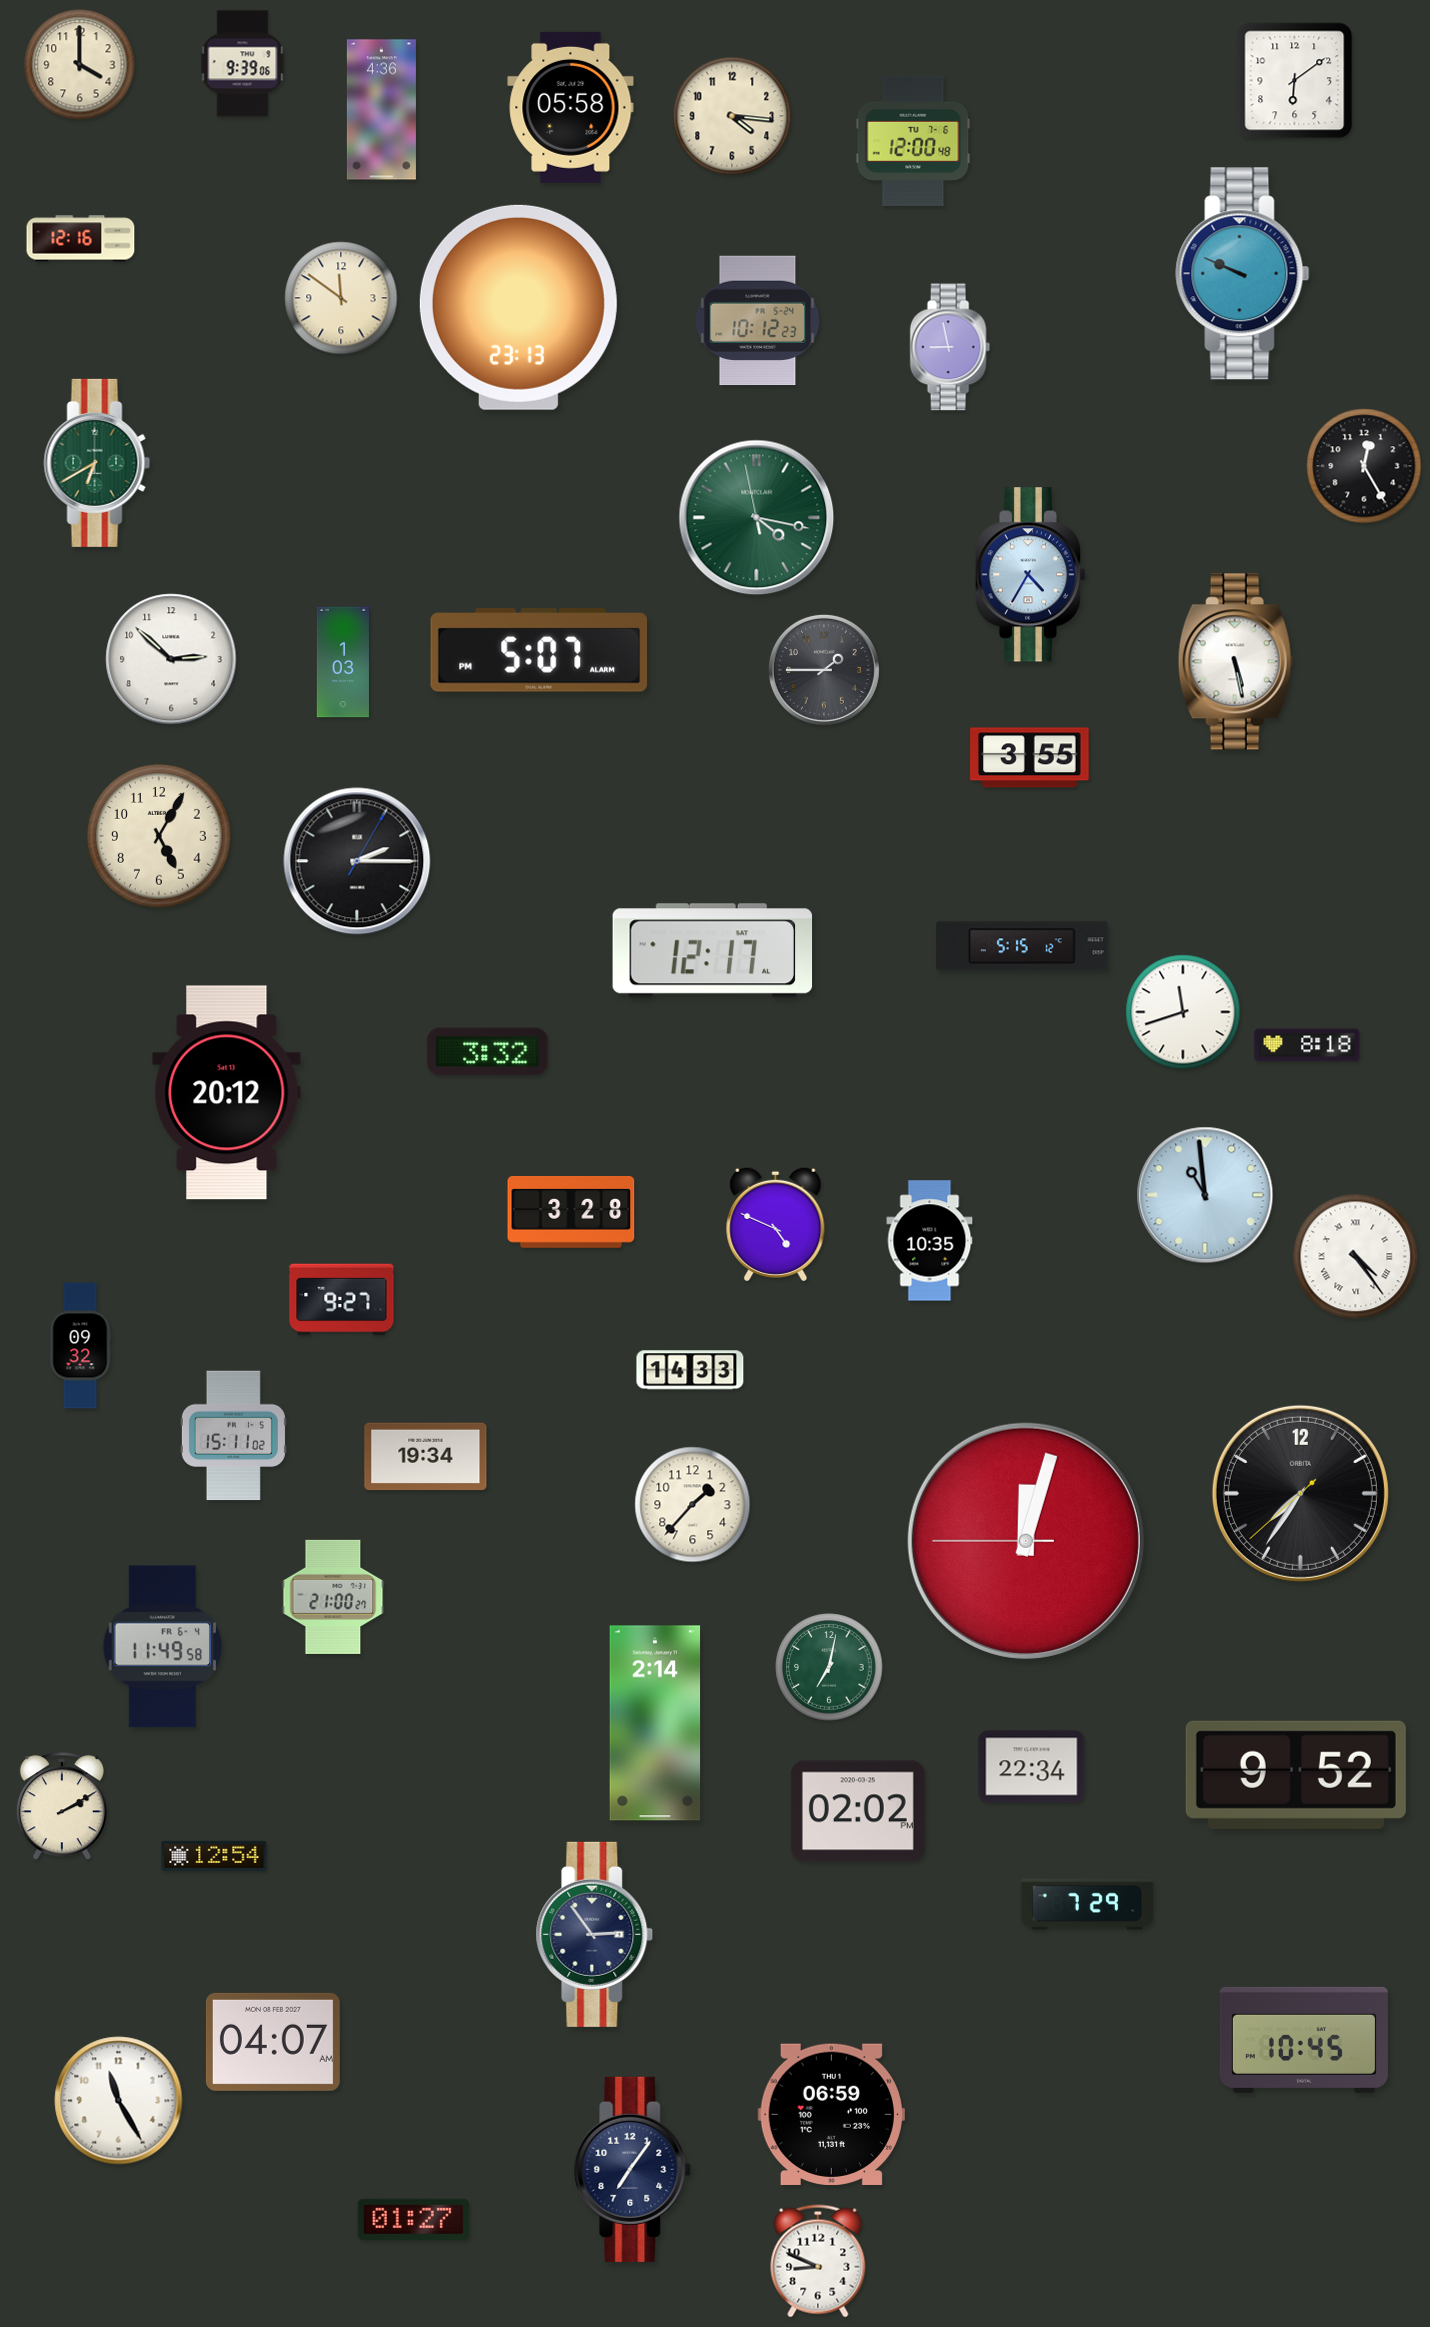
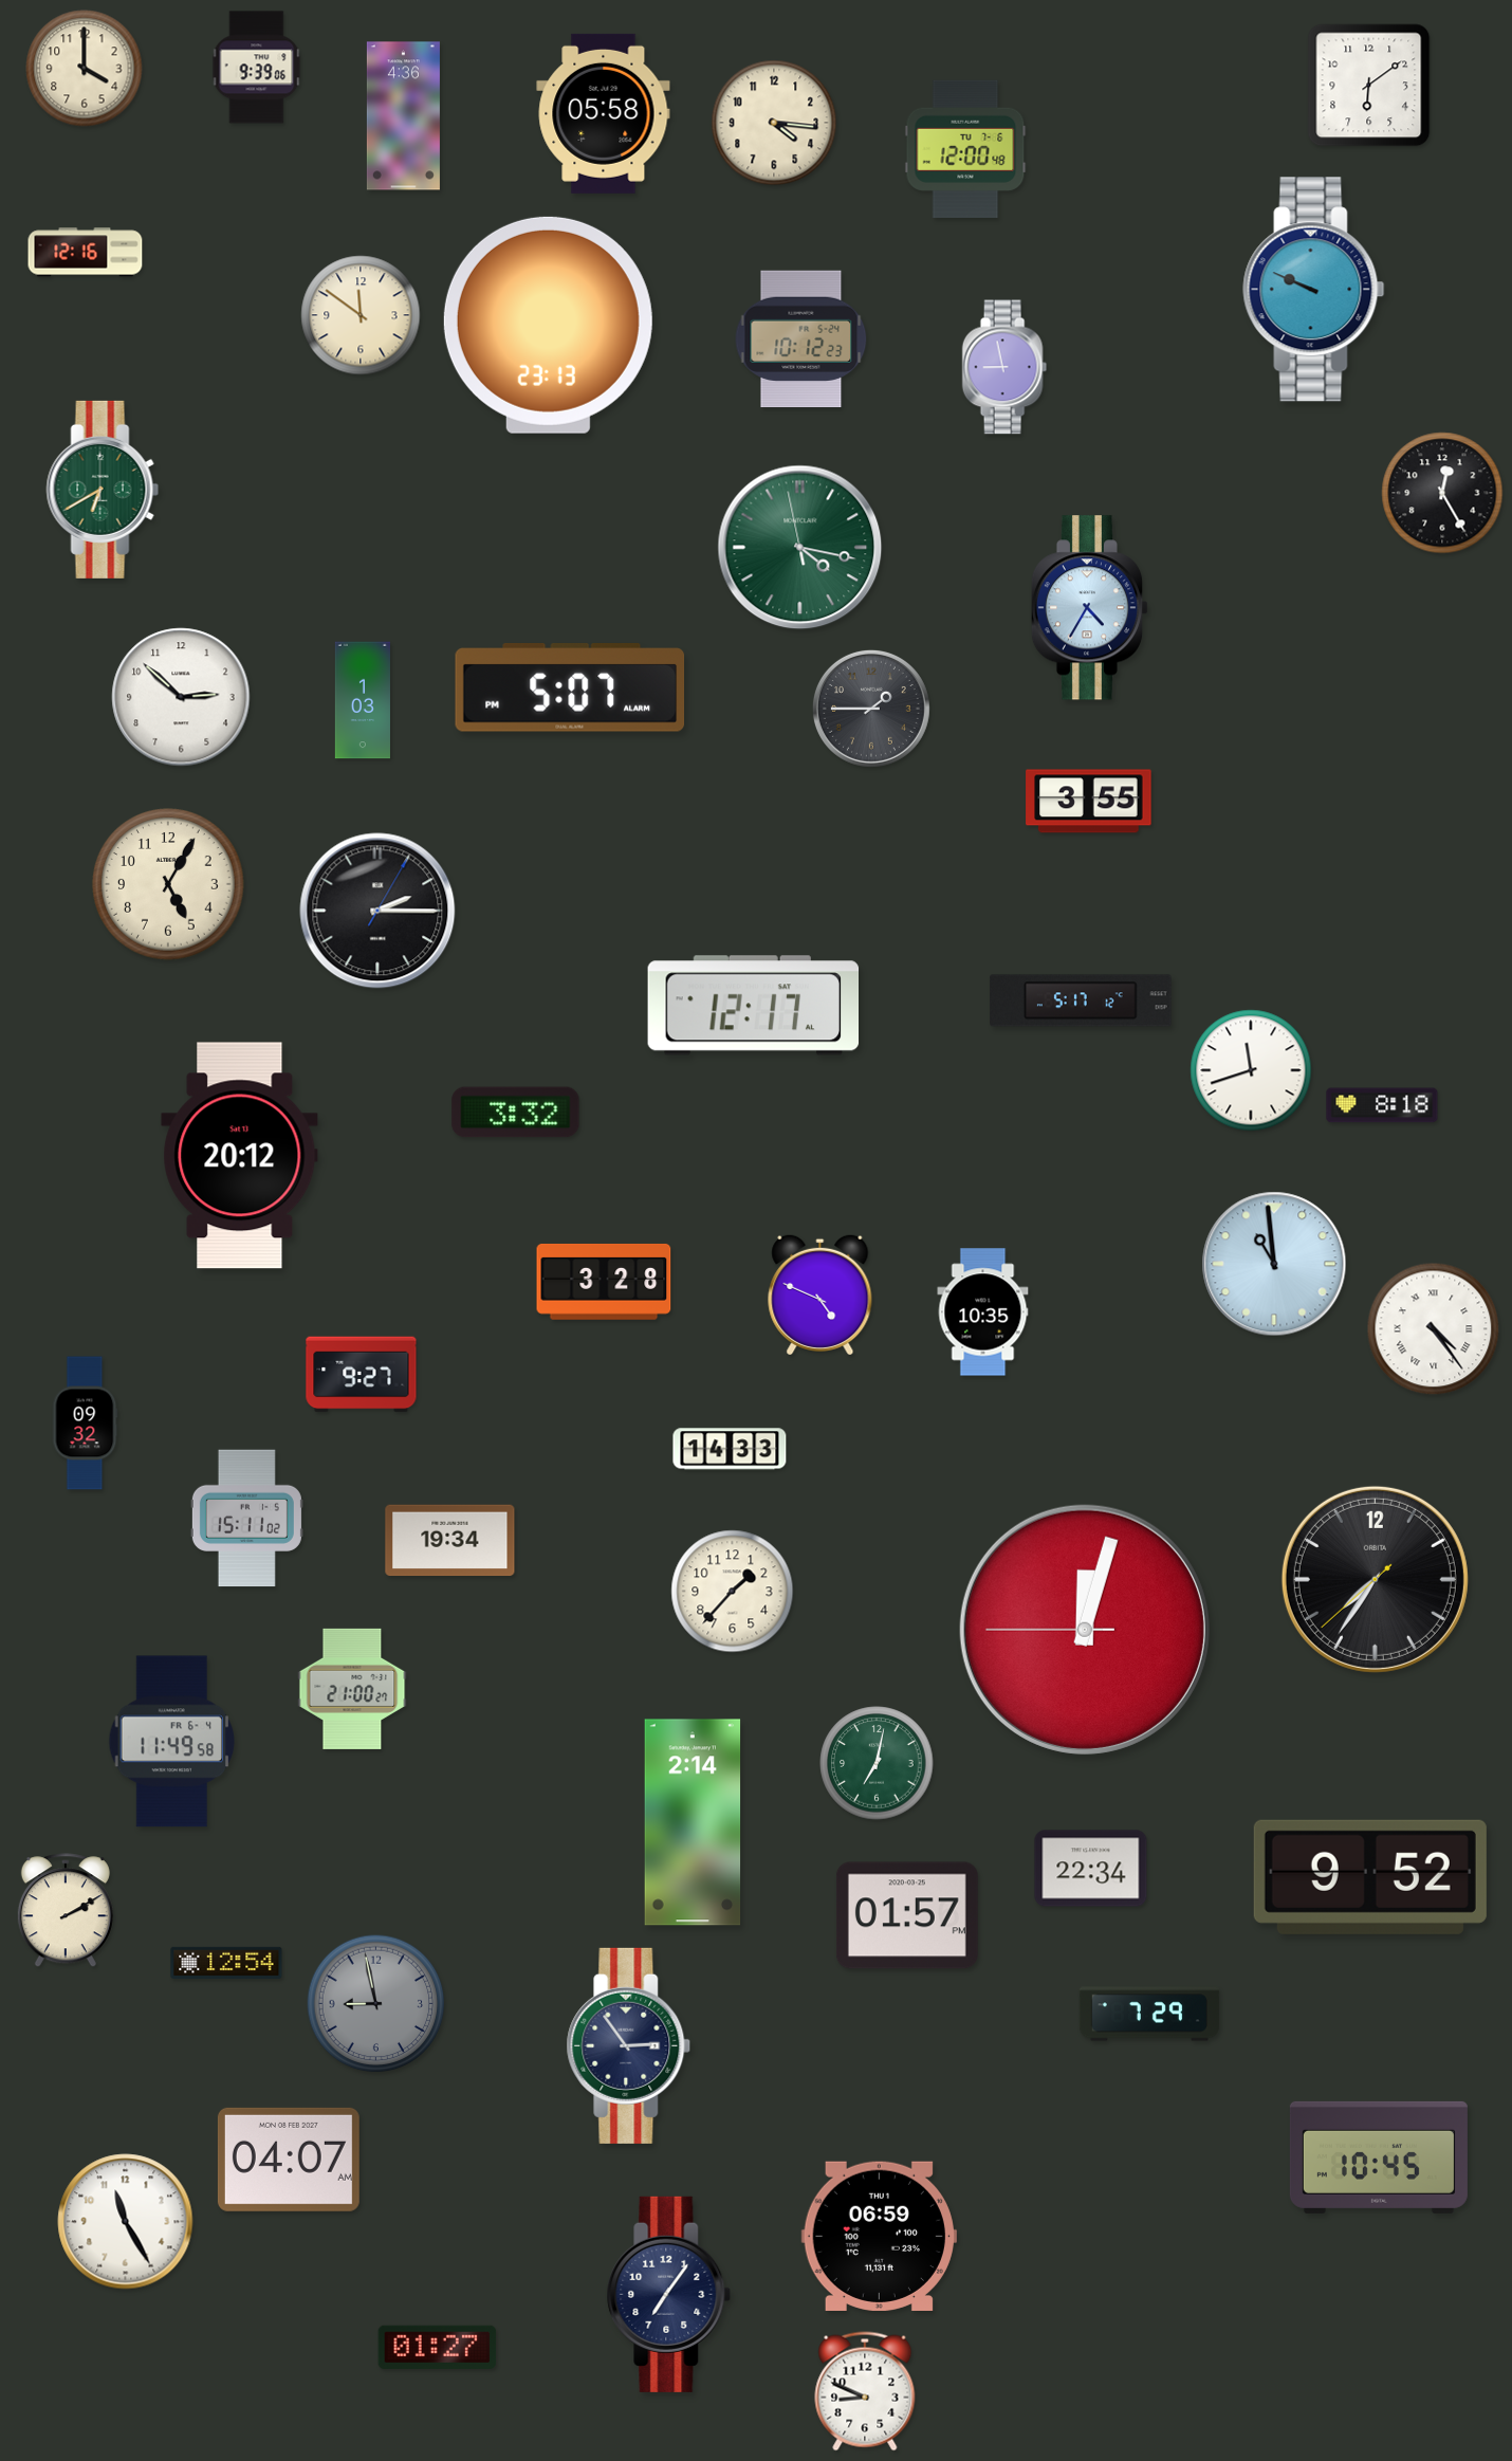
clock at (1235, 662): 5:28 -> none
clock at (1022, 946): 5:15 -> 5:17
clock at (858, 1811): 02:02 -> 01:57
clock at (376, 2004): none -> 8:58
